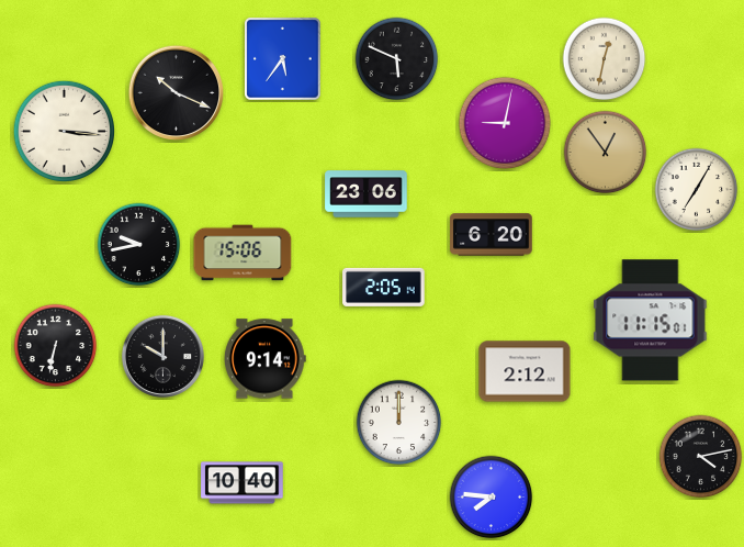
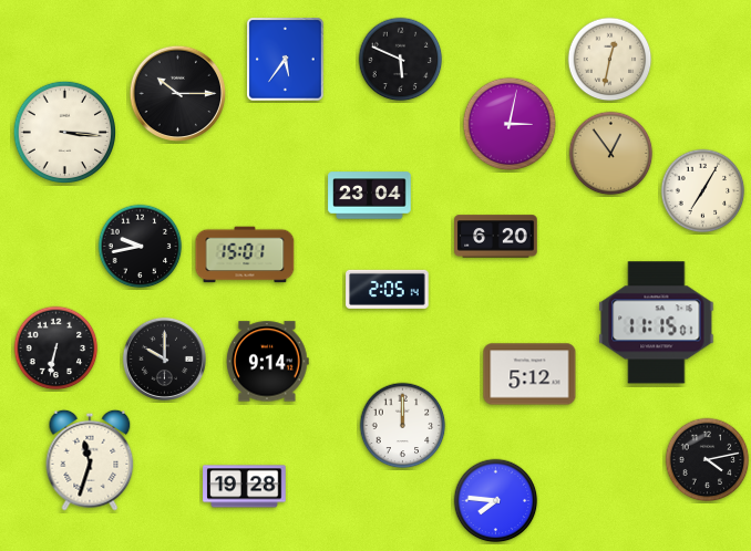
clock at (176, 92): 10:19 -> 10:15
clock at (505, 123): 9:02 -> 3:02
clock at (367, 194): 23:06 -> 23:04
clock at (243, 253): 15:06 -> 15:01
clock at (525, 371): 2:12 -> 5:12
clock at (90, 460): none -> 11:33
clock at (243, 483): 10:40 -> 19:28
